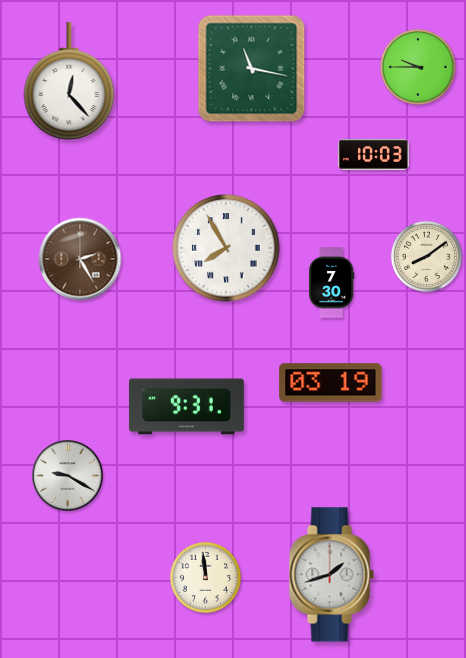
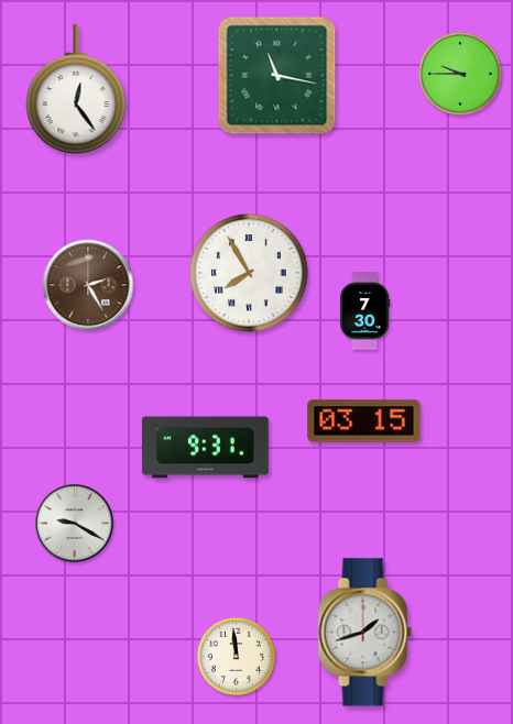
clock at (69, 81): 12:23 -> 12:24
clock at (374, 155): 10:03 -> none
clock at (426, 256): 8:09 -> none
clock at (331, 383): 03:19 -> 03:15
clock at (205, 577) position: (205, 577) -> (236, 656)
